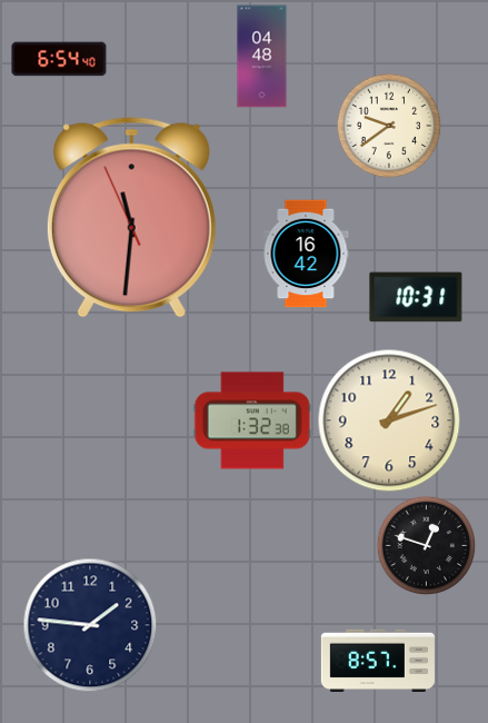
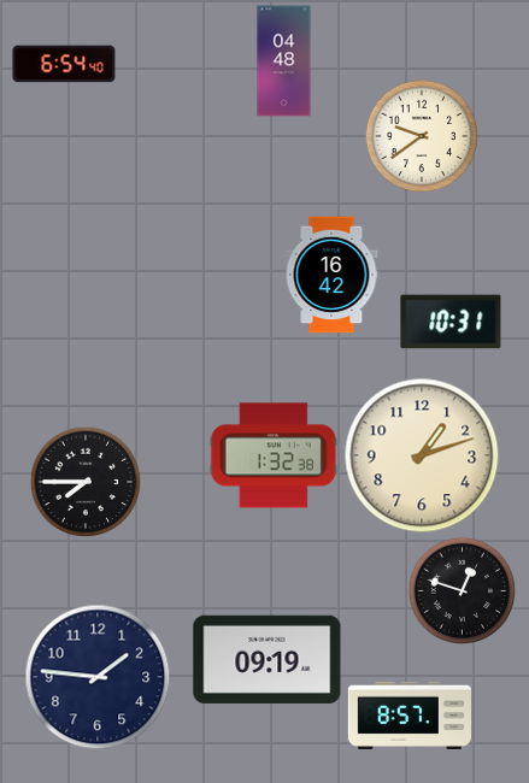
clock at (131, 218): 11:30 -> none
clock at (86, 482): none -> 7:45
clock at (268, 659): none -> 09:19
